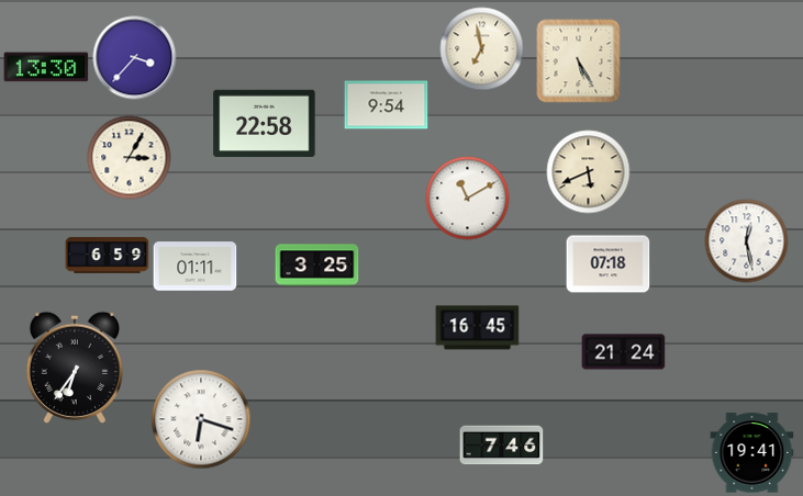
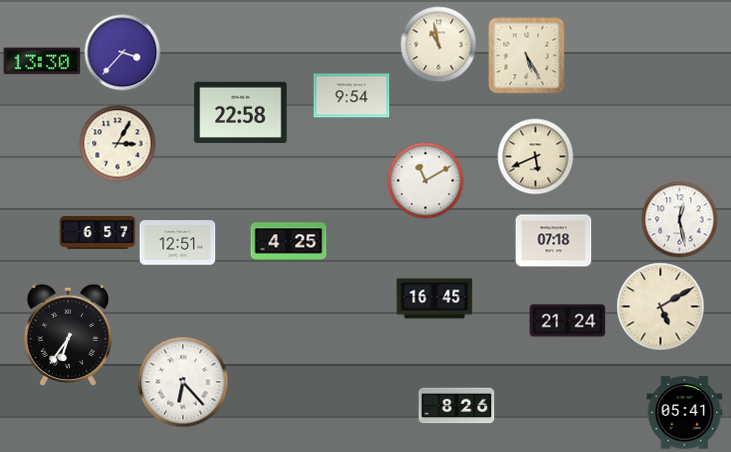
clock at (482, 49): 6:58 -> 10:58
clock at (108, 256): 6:59 -> 6:57
clock at (317, 266): 3:25 -> 4:25
clock at (196, 267): 01:11 -> 12:51
clock at (661, 307): none -> 5:10
clock at (201, 419): 6:18 -> 6:23
clock at (502, 446): 7:46 -> 8:26
clock at (752, 453): 19:41 -> 05:41
